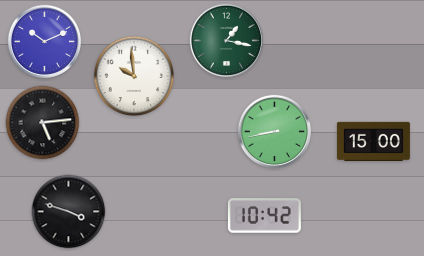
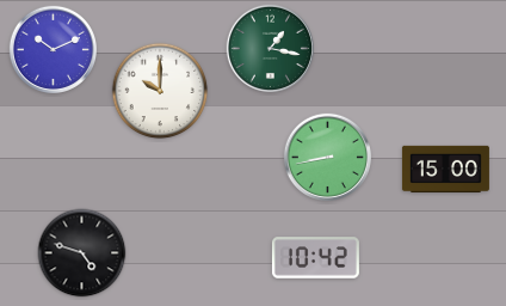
clock at (134, 76): 9:59 -> 10:00
clock at (43, 123): 5:14 -> none
clock at (69, 212): 3:48 -> 4:48
